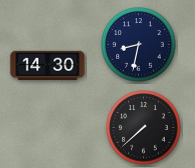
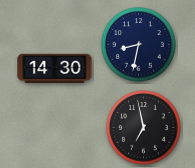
clock at (48, 65) position: (48, 65) -> (55, 68)
clock at (144, 128): 7:38 -> 6:58
